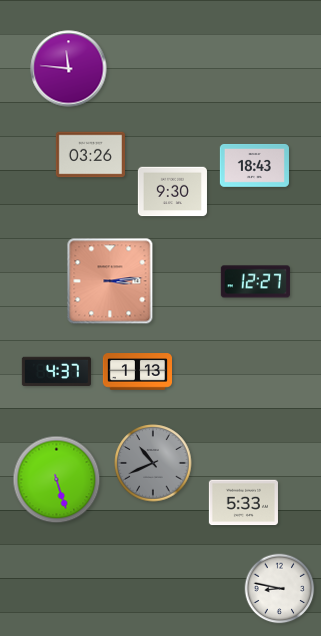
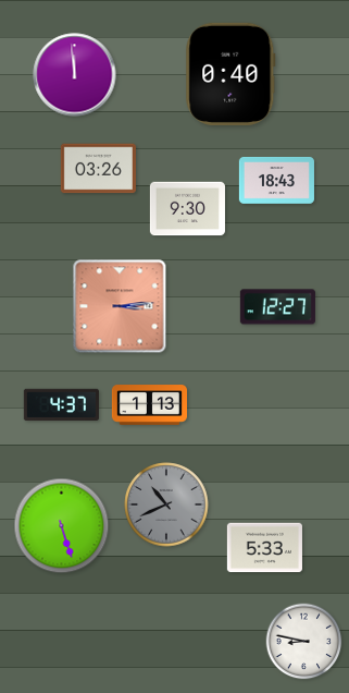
clock at (230, 74): none -> 0:40
clock at (69, 69): 11:46 -> 11:59
clock at (57, 480) position: (57, 480) -> (62, 526)
